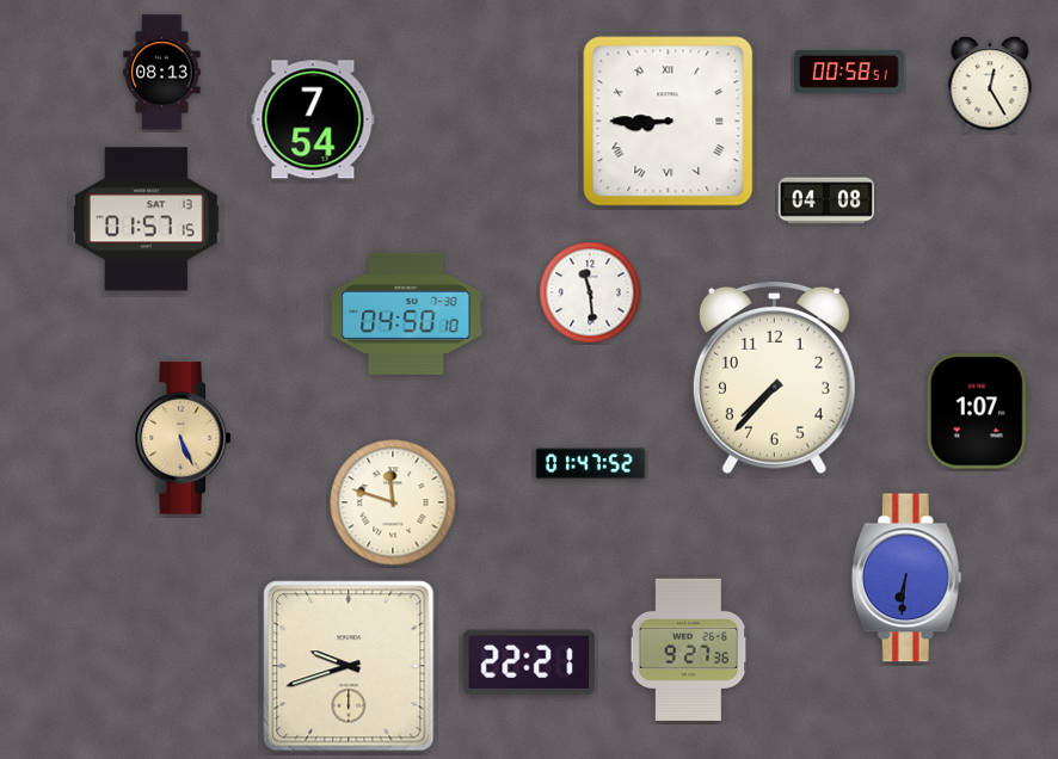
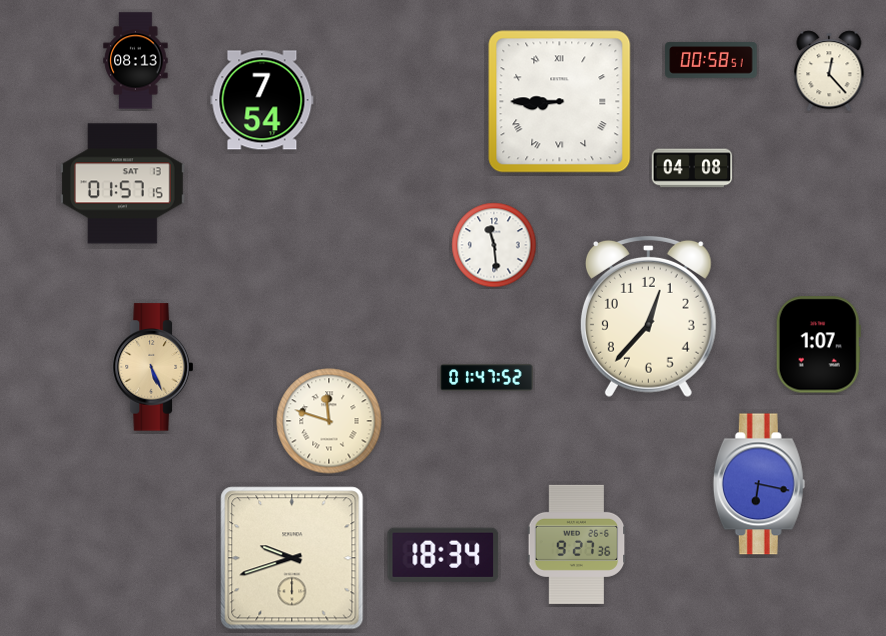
clock at (990, 85): 12:25 -> 12:23
clock at (406, 314): 04:50 -> none
clock at (774, 377): 7:37 -> 12:37
clock at (591, 464) position: (591, 464) -> (487, 378)
clock at (906, 578): 6:31 -> 6:17
clock at (529, 662): 22:21 -> 18:34
